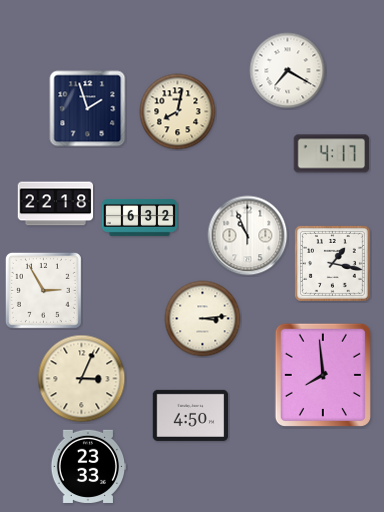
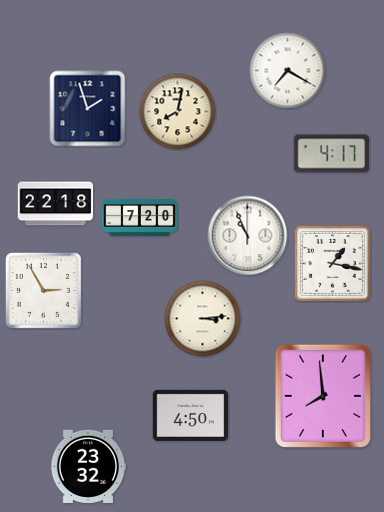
clock at (140, 217): 6:32 -> 7:20
clock at (323, 375) position: (323, 375) -> (323, 396)
clock at (82, 379): 3:04 -> none
clock at (88, 466): 23:33 -> 23:32
